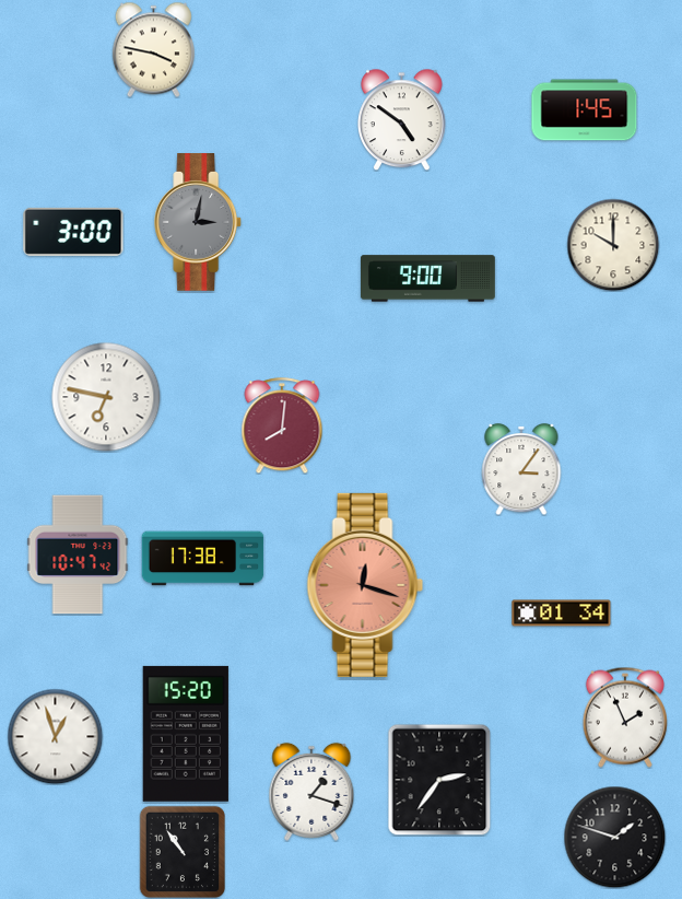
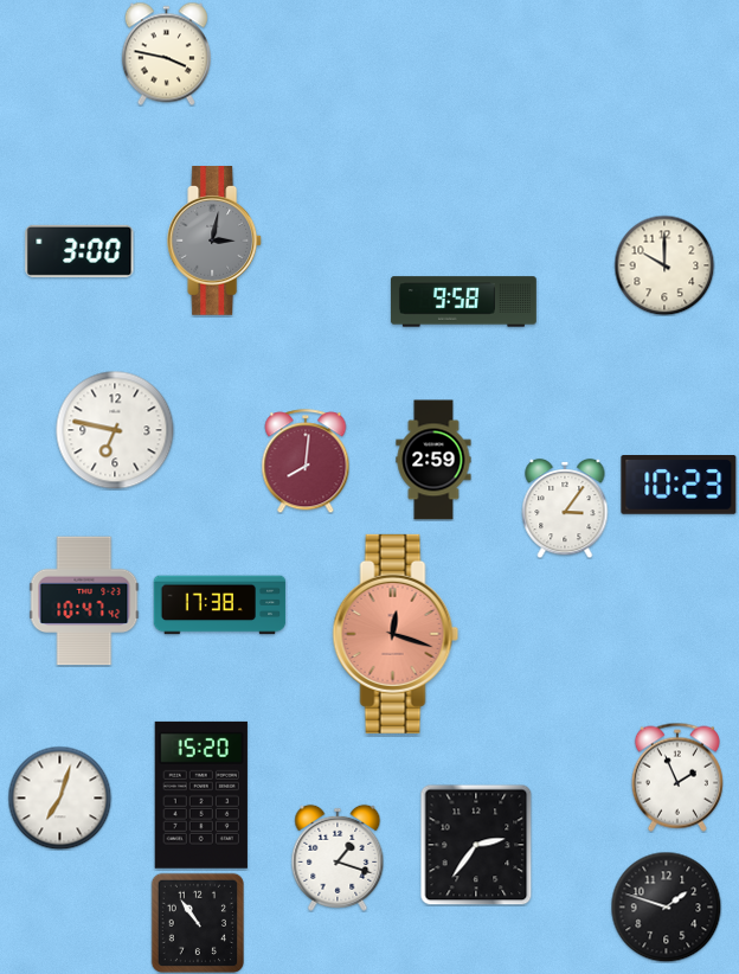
clock at (585, 110): 1:45 -> none
clock at (402, 119): 4:51 -> none
clock at (427, 279): 9:00 -> 9:58
clock at (433, 460): none -> 2:59
clock at (679, 486): none -> 10:23
clock at (562, 614): 01:34 -> none
clock at (55, 736): 12:57 -> 7:03
